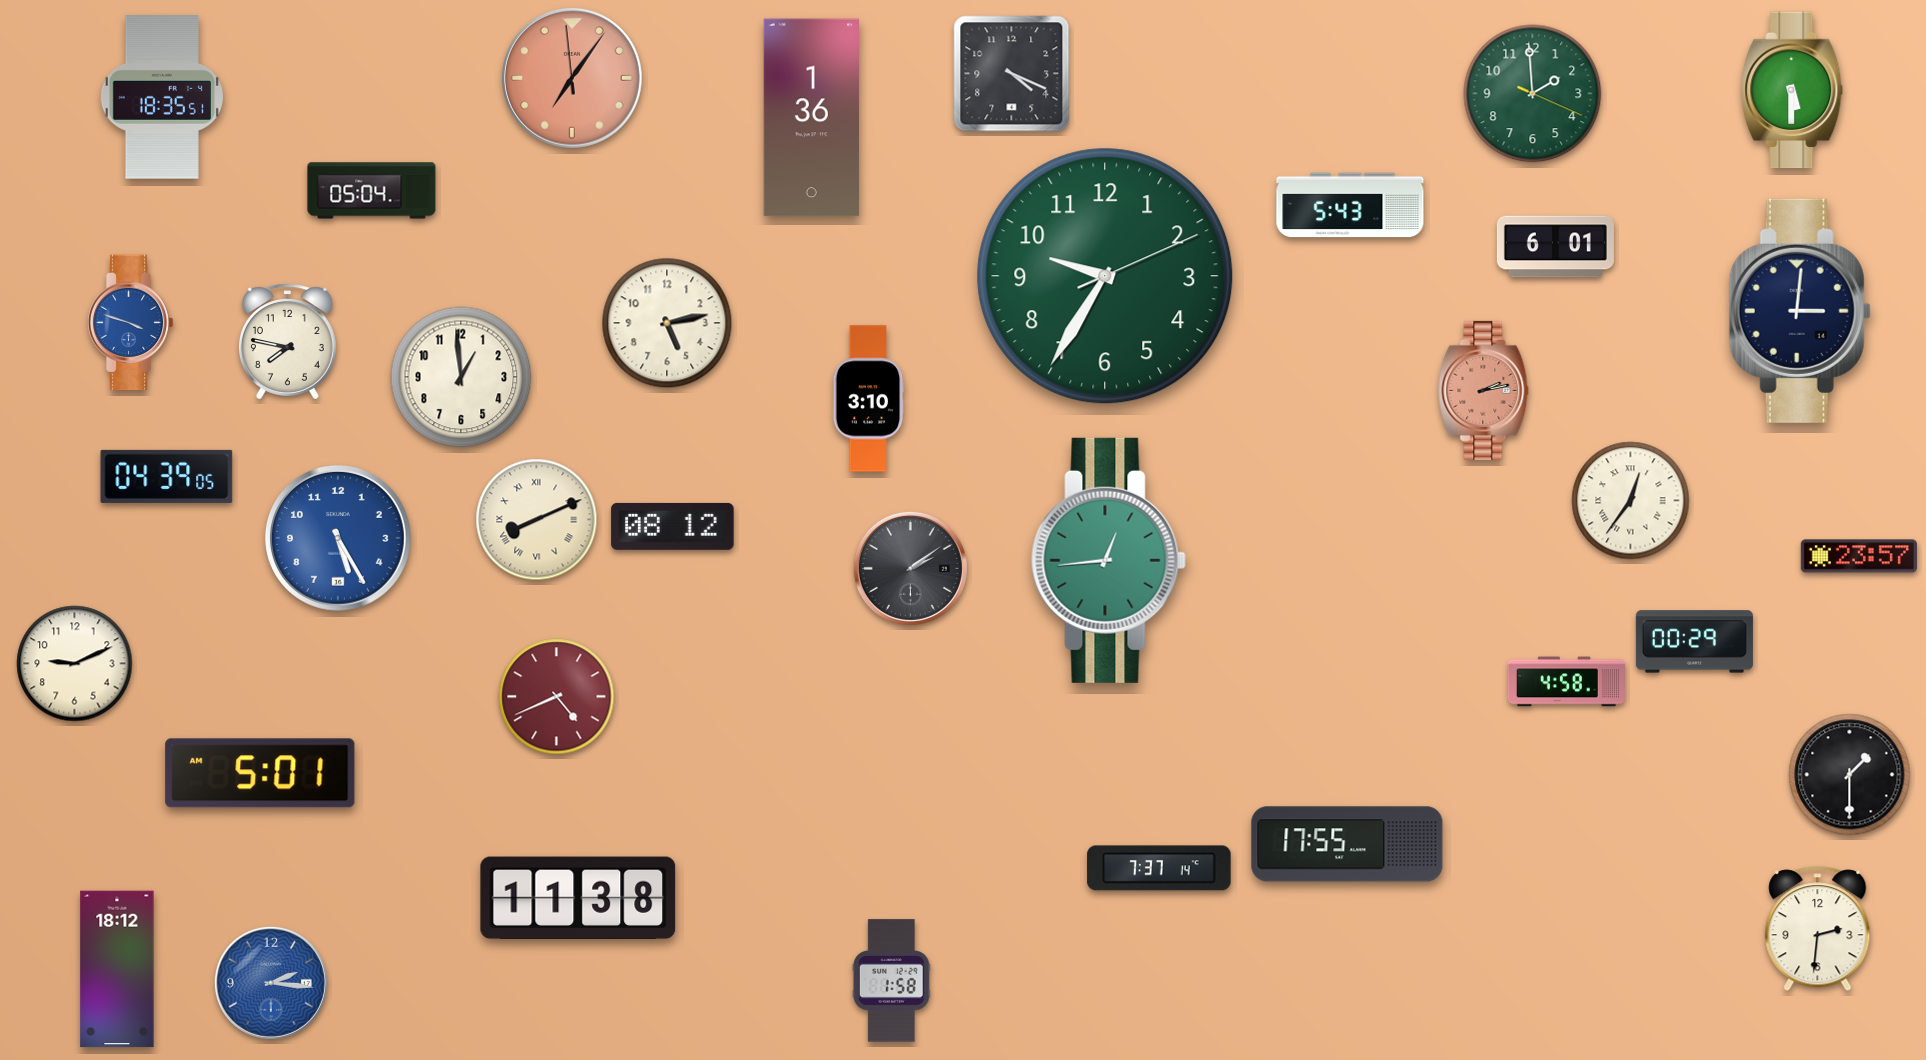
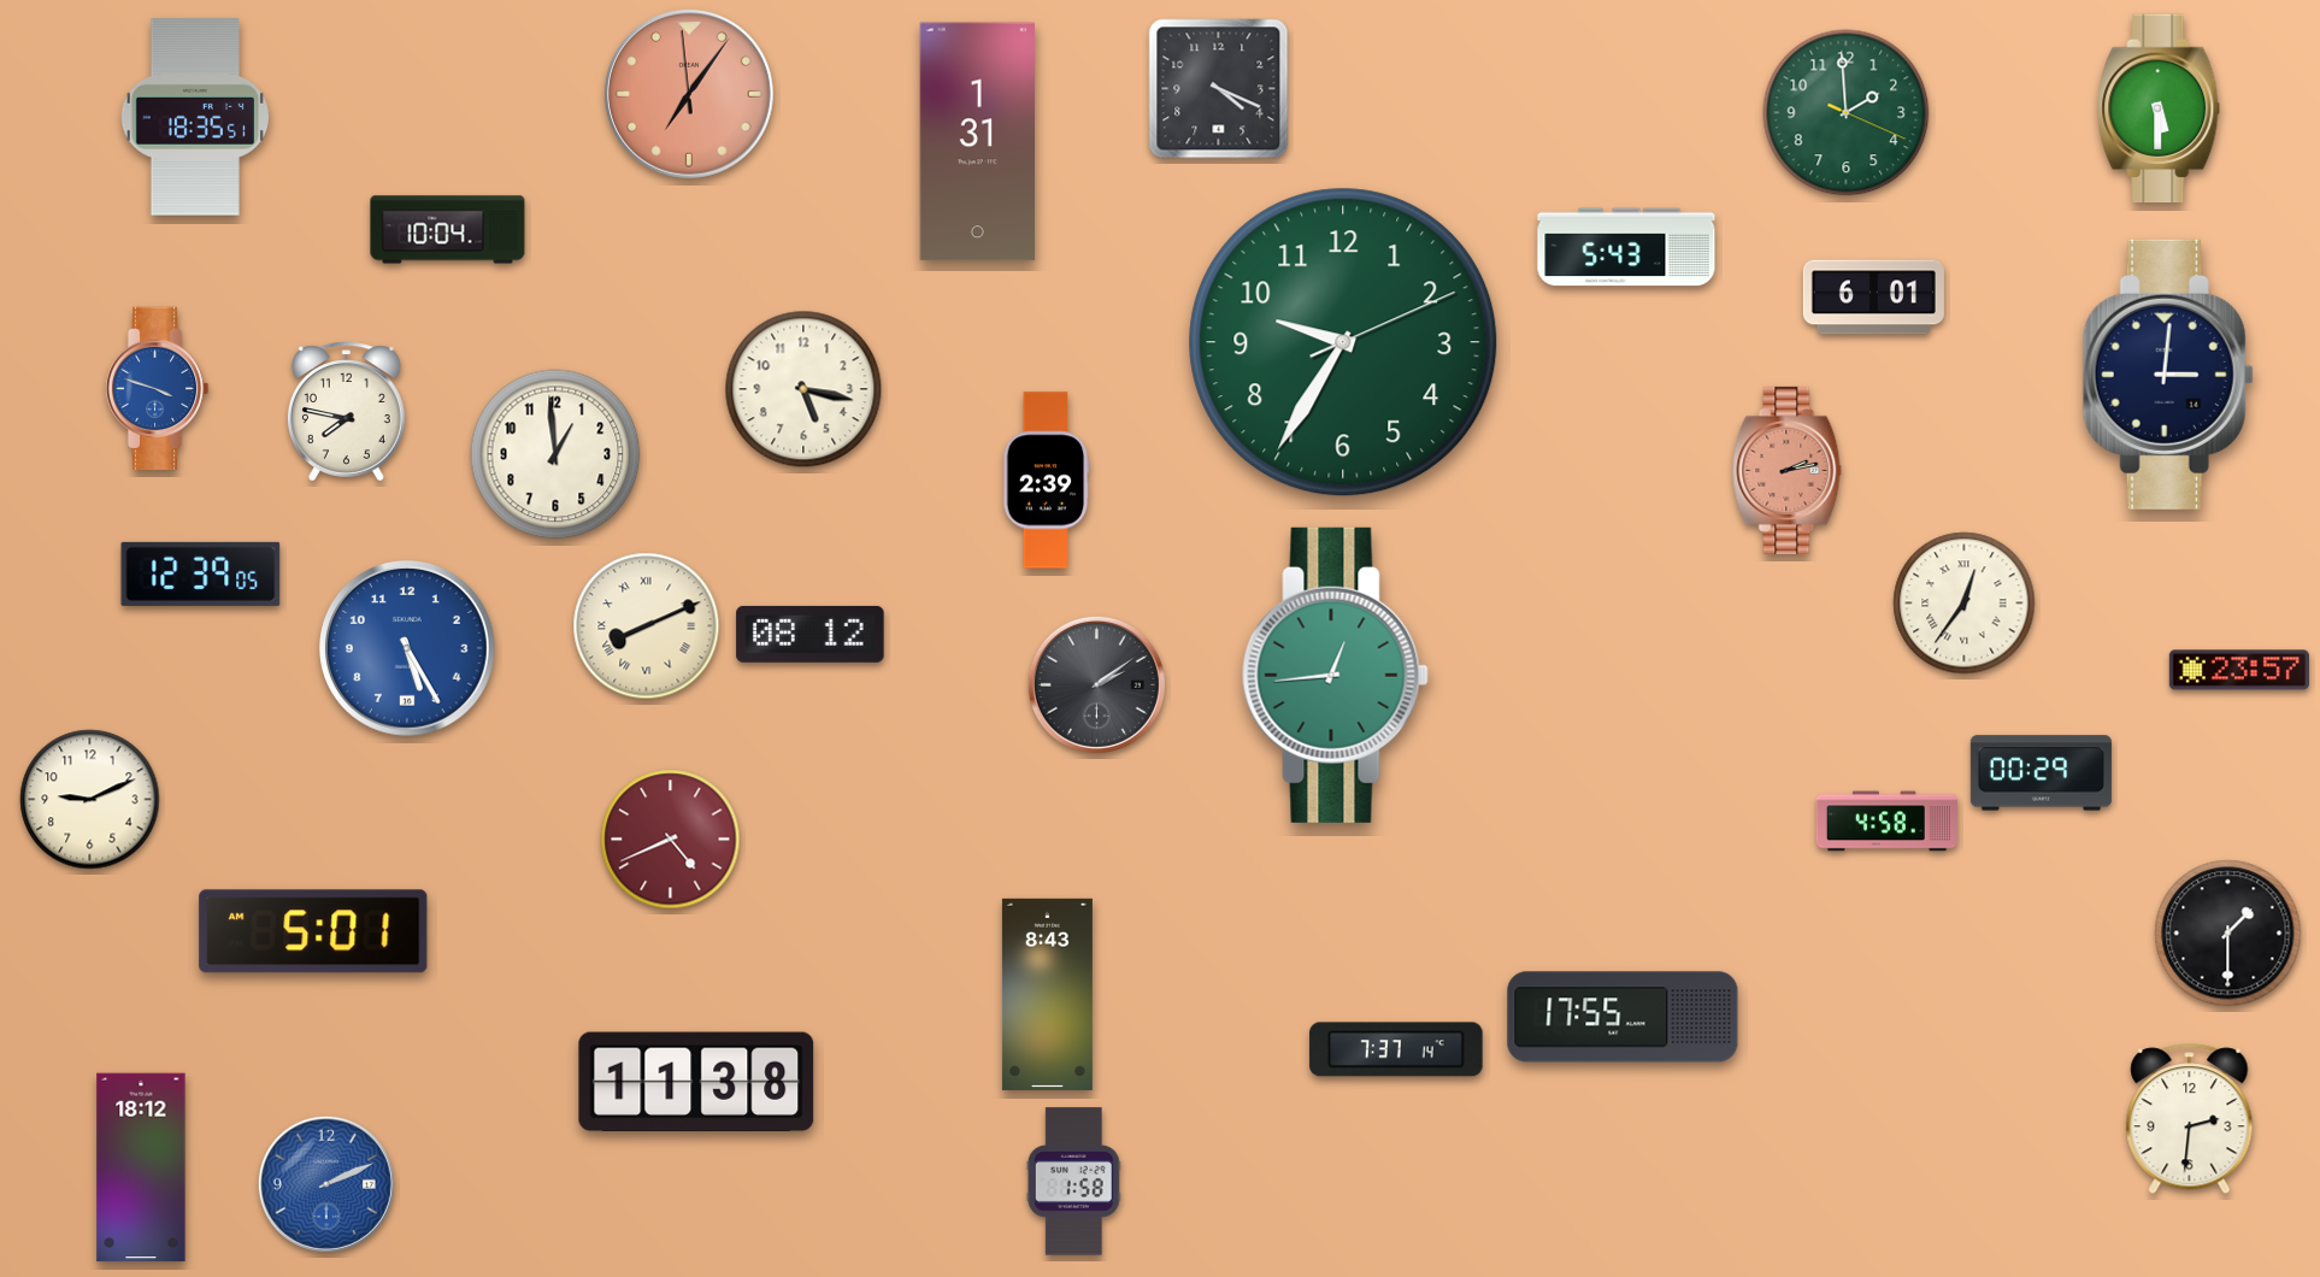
clock at (811, 118): 1:36 -> 1:31
clock at (372, 191): 05:04 -> 10:04
clock at (1105, 276) position: (1105, 276) -> (1343, 342)
clock at (667, 323): 5:13 -> 5:17
clock at (868, 399): 3:10 -> 2:39
clock at (167, 476): 04:39 -> 12:39
clock at (1047, 994): none -> 8:43
clock at (1159, 868) position: (1159, 868) -> (1396, 1049)
clock at (271, 983): 2:16 -> 2:11
